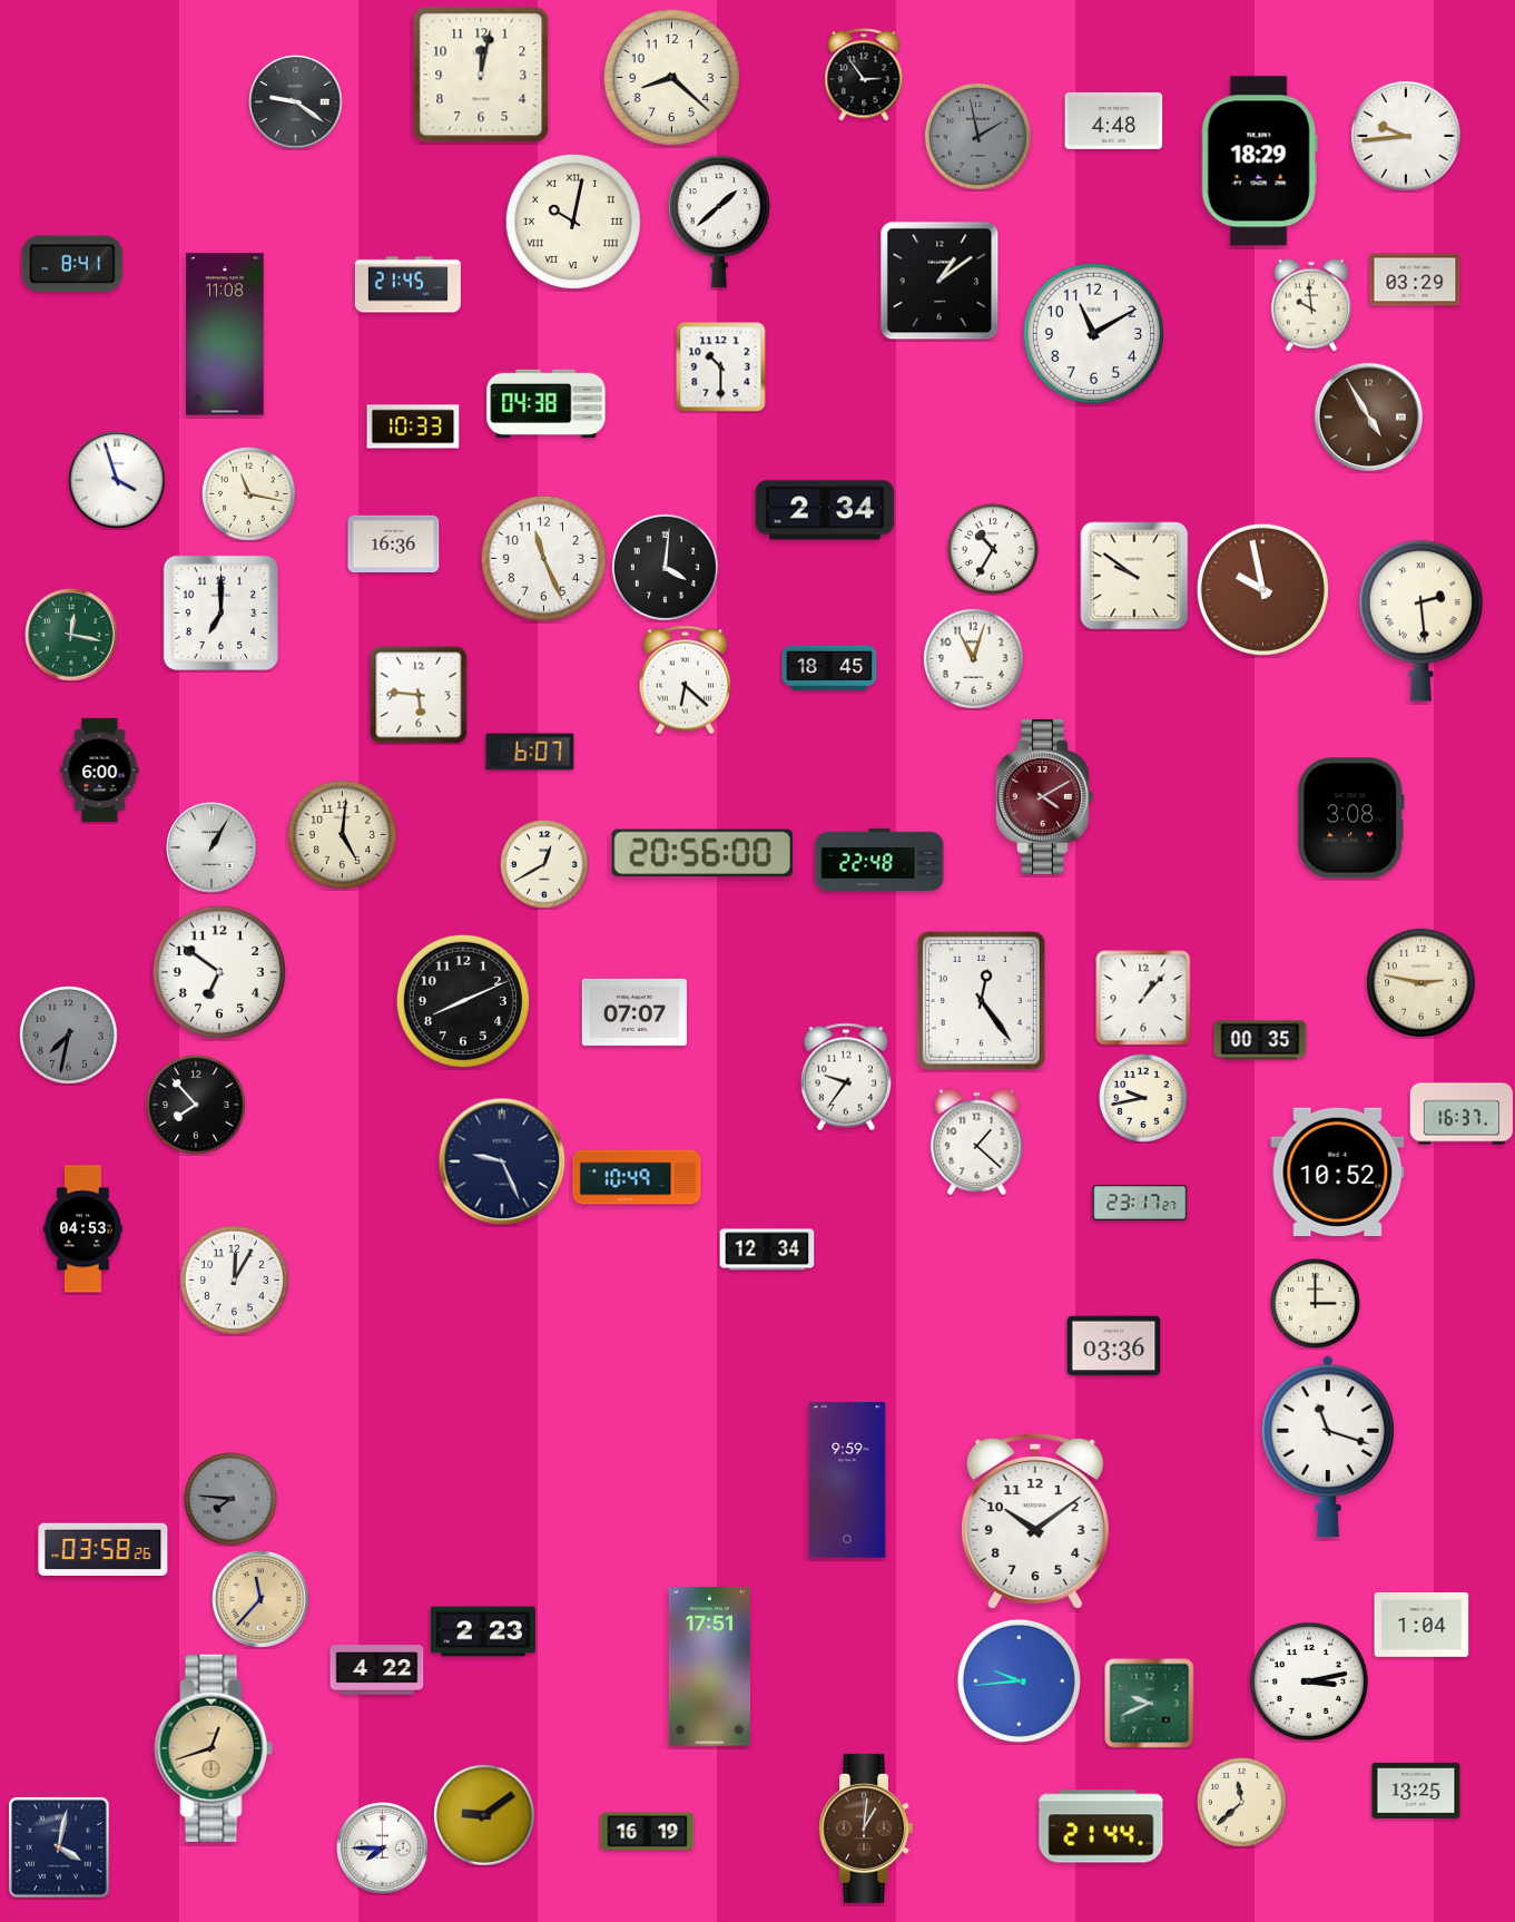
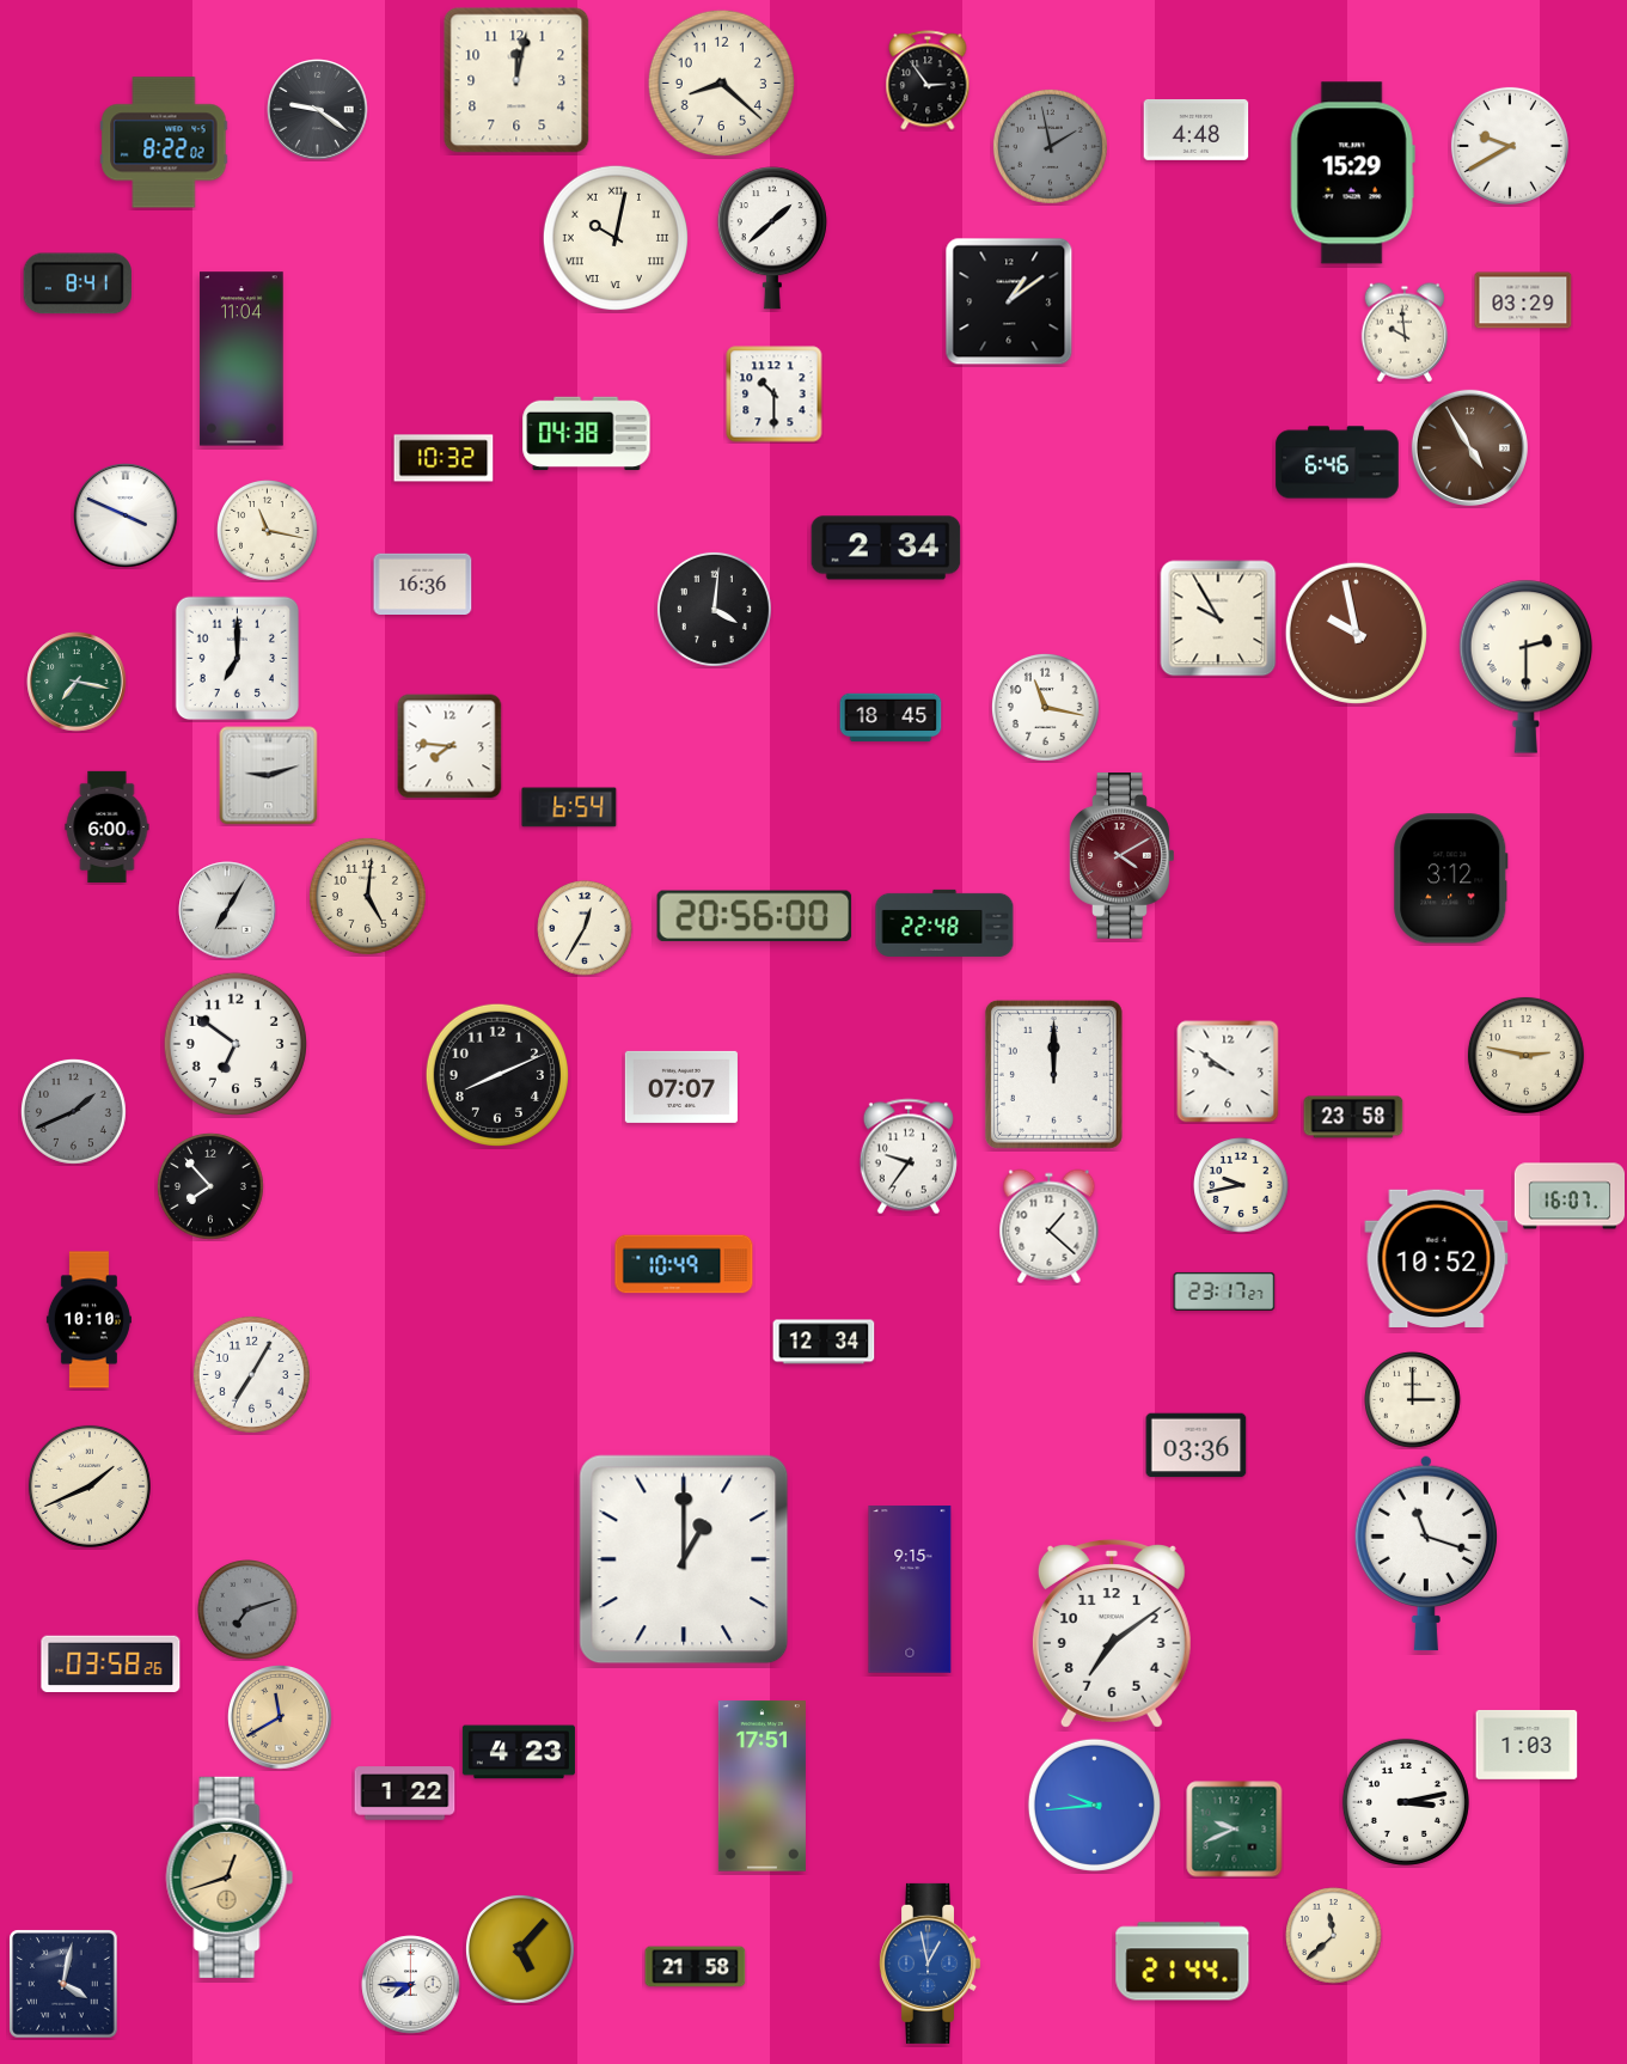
clock at (164, 142): none -> 8:22
clock at (1406, 136): 9:44 -> 9:40
clock at (1259, 161): 18:29 -> 15:29
clock at (1415, 280) position: (1415, 280) -> (1523, 300)
clock at (407, 285): 21:45 -> none
clock at (1311, 305) position: (1311, 305) -> (1405, 332)
clock at (1093, 333): 11:10 -> none
clock at (225, 334): 11:08 -> 11:04
clock at (413, 426): 10:33 -> 10:32
clock at (1338, 463): none -> 6:46
clock at (118, 481): 3:57 -> 3:49
clock at (994, 550): 10:35 -> none
clock at (543, 558): 11:26 -> none
clock at (1134, 576): 9:51 -> 9:55
clock at (1420, 620): 2:29 -> 2:30
clock at (71, 635): 12:17 -> 7:17
clock at (973, 658): 11:03 -> 11:17
clock at (686, 680): 6:22 -> none
clock at (419, 695): 5:46 -> 7:46
clock at (269, 776): none -> 9:12
clock at (530, 752): 6:07 -> 6:54
clock at (1351, 818): 3:08 -> 3:12
clock at (211, 847): 1:05 -> 7:05
clock at (544, 864): 12:40 -> 12:35
clock at (1143, 998): 1:07 -> 9:51
clock at (981, 1000): 12:24 -> 12:00
clock at (68, 1034): 7:32 -> 1:41
clock at (1260, 1040): 00:35 -> 23:58
clock at (1143, 1098) position: (1143, 1098) -> (1241, 1185)
clock at (1460, 1114): 16:37 -> 16:07
clock at (502, 1161): 9:26 -> none
clock at (82, 1229): 04:53 -> 10:10
clock at (234, 1279): 12:05 -> 7:05
clock at (90, 1486): none -> 1:41
clock at (684, 1559): none -> 1:00
clock at (847, 1480): 9:59 -> 9:15
clock at (232, 1500): 7:46 -> 7:12
clock at (1035, 1521): 10:09 -> 7:09
clock at (262, 1600): 11:37 -> 11:40
clock at (1421, 1625): 1:04 -> 1:03
clock at (483, 1631): 2:23 -> 4:23
clock at (709, 1667) position: (709, 1667) -> (761, 1787)
clock at (377, 1670): 4:22 -> 1:22
clock at (1309, 1681) position: (1309, 1681) -> (1406, 1802)
clock at (1416, 1791): 13:25 -> none
clock at (484, 1815): 9:09 -> 5:07
clock at (866, 1828): 1:01 -> 12:58
clock at (866, 1828) dial: brown -> blue
clock at (648, 1832): 16:19 -> 21:58
